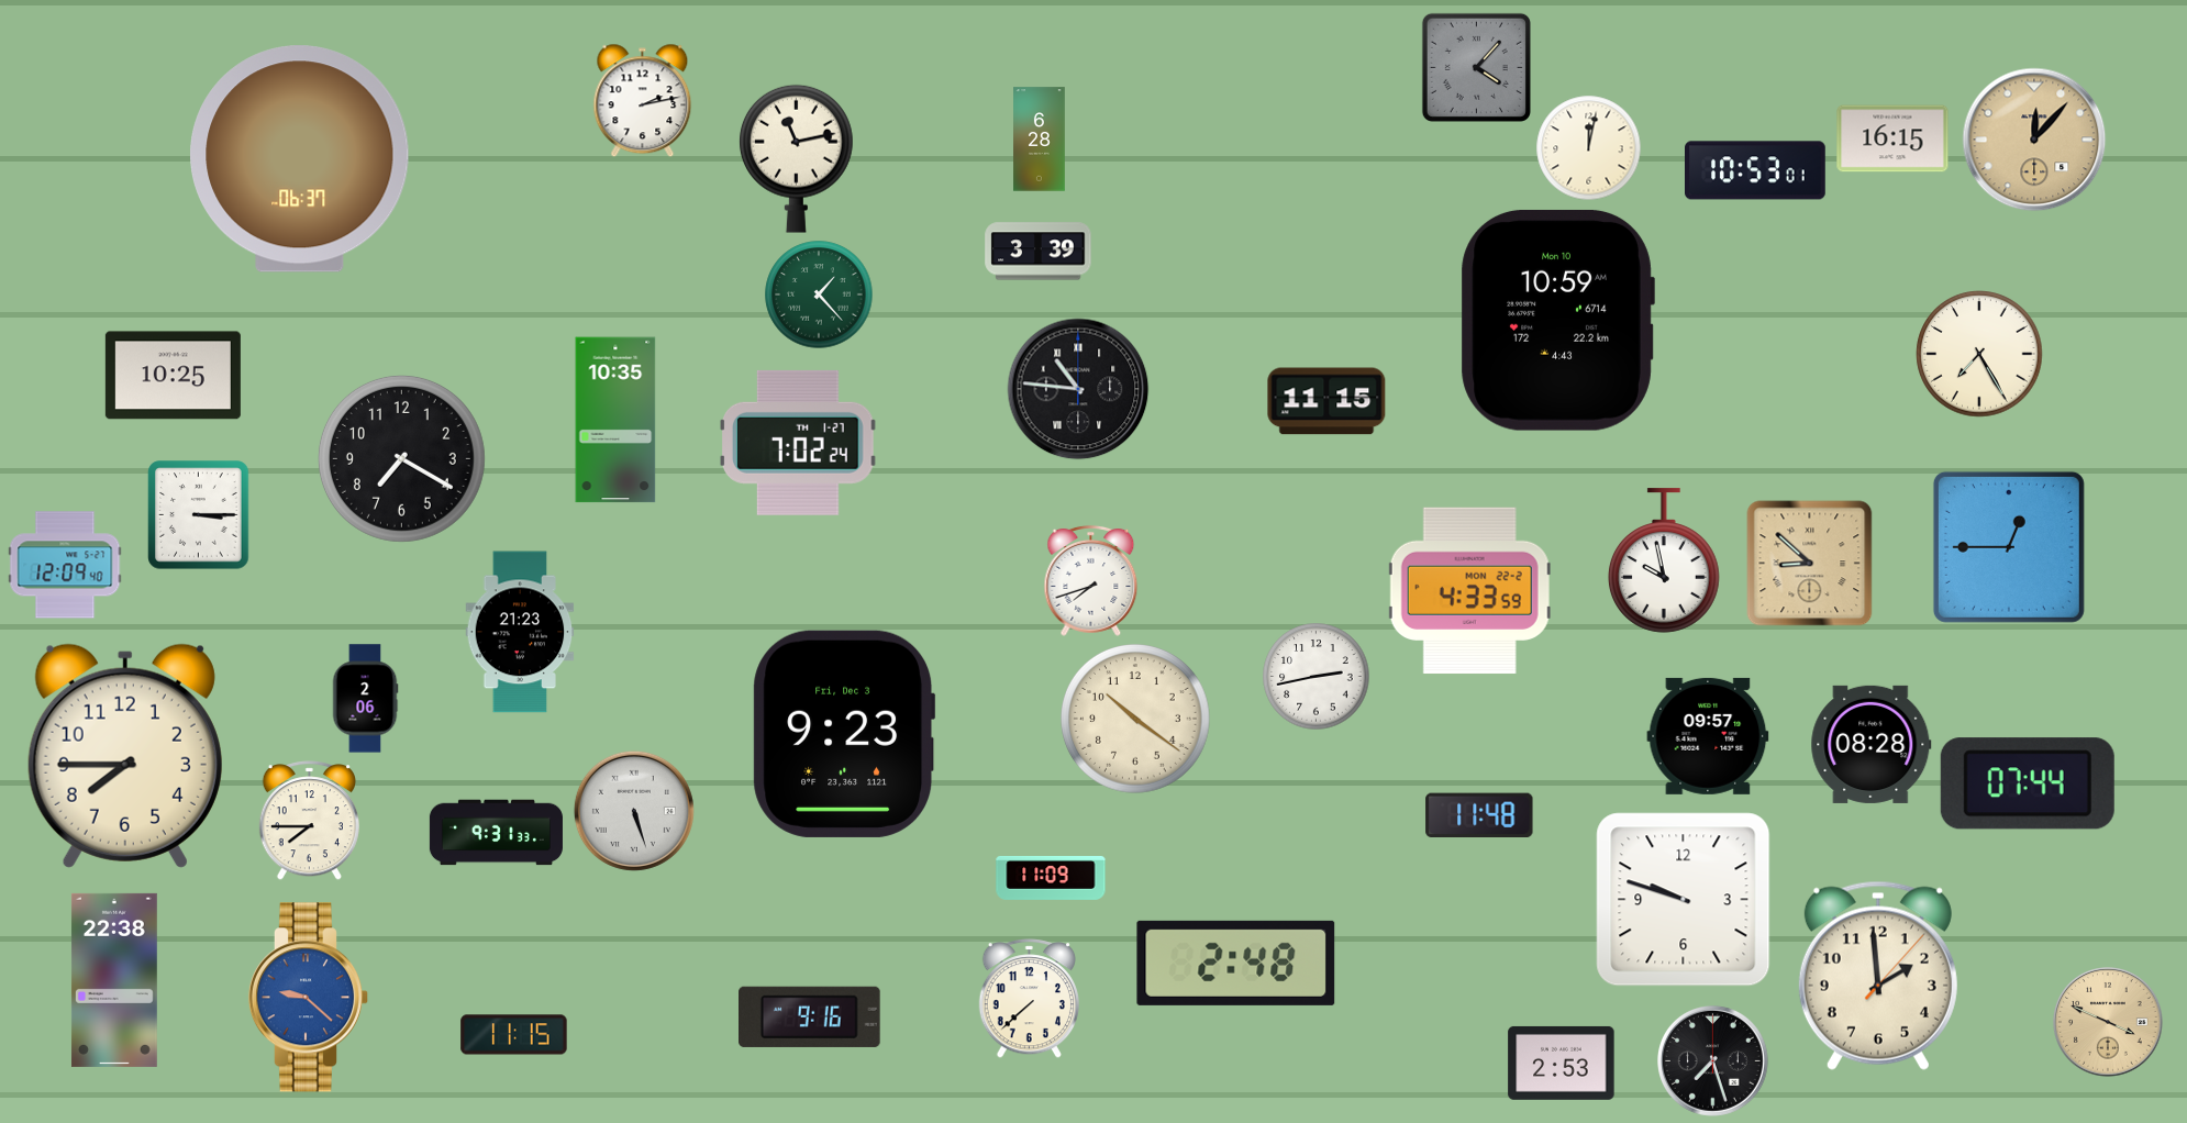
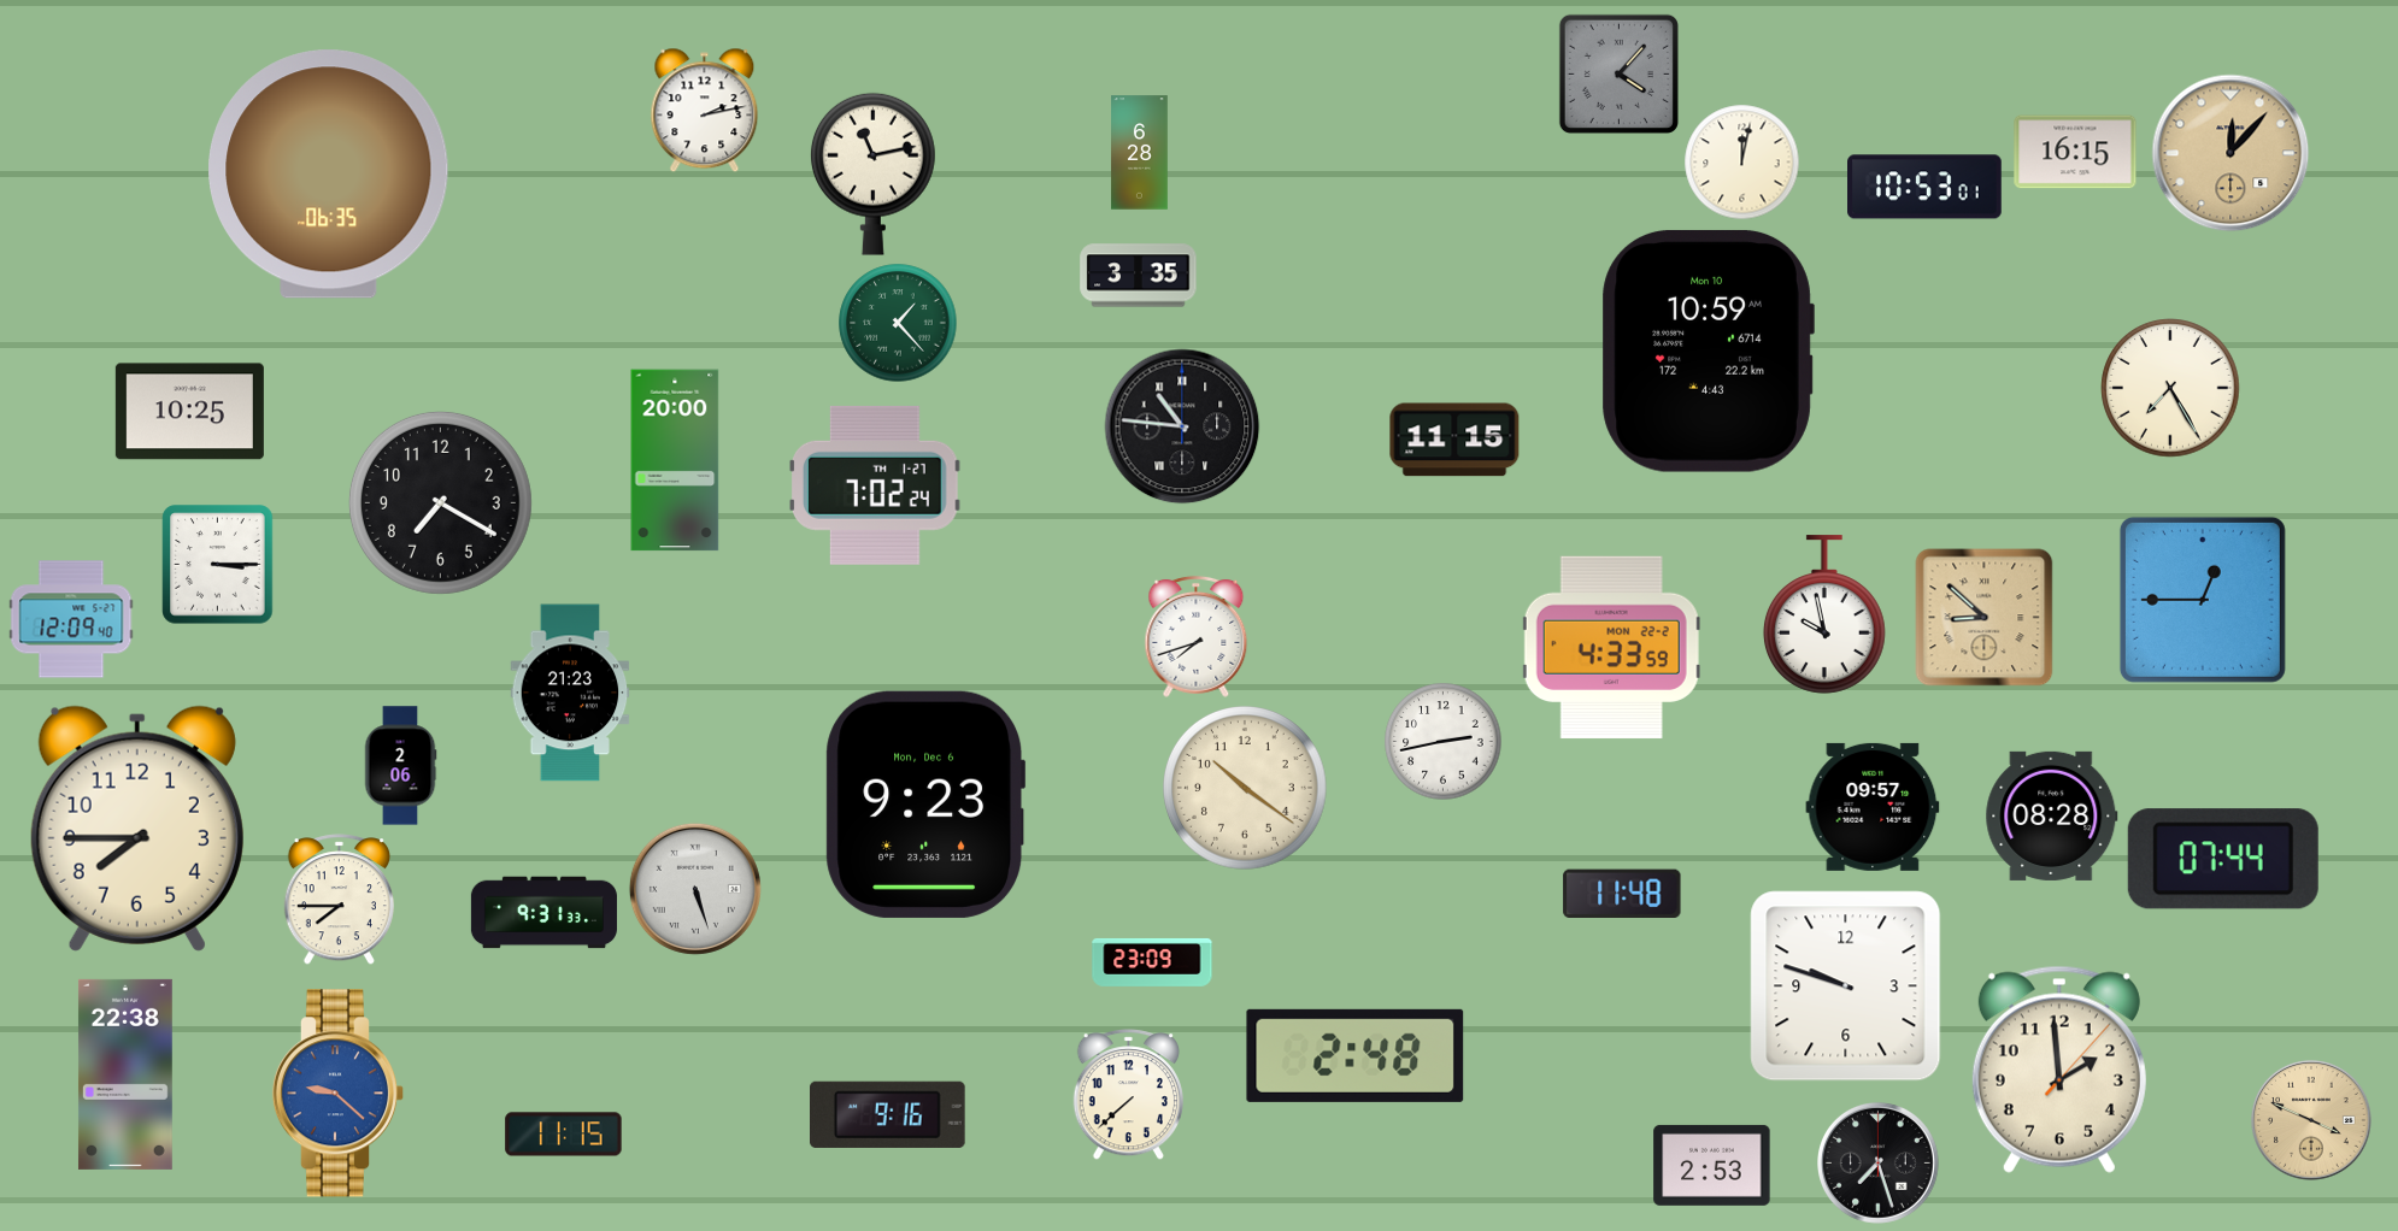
clock at (300, 159): 06:37 -> 06:35
clock at (1039, 252): 3:39 -> 3:35
clock at (615, 420): 10:35 -> 20:00
clock at (844, 734) date: Fri, Dec 3 -> Mon, Dec 6
clock at (1051, 878): 11:09 -> 23:09
